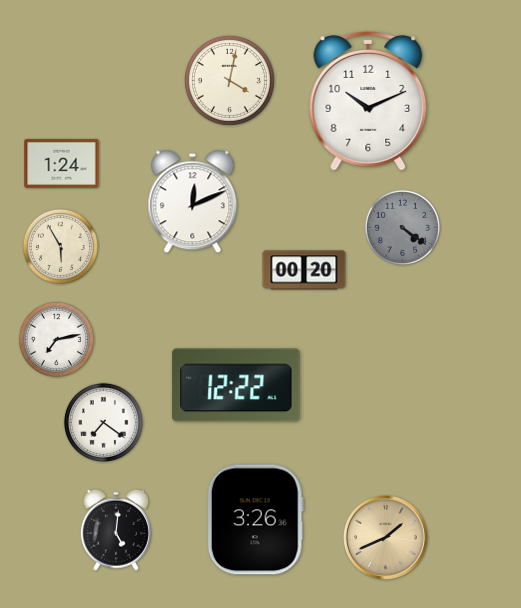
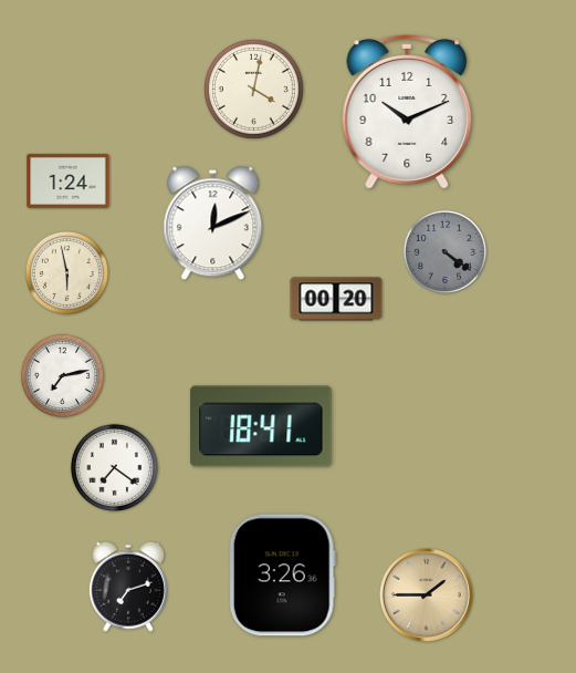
clock at (60, 246): 5:55 -> 5:58
clock at (236, 385): 12:22 -> 18:41
clock at (116, 530): 5:01 -> 7:12
clock at (386, 538): 1:41 -> 1:45
